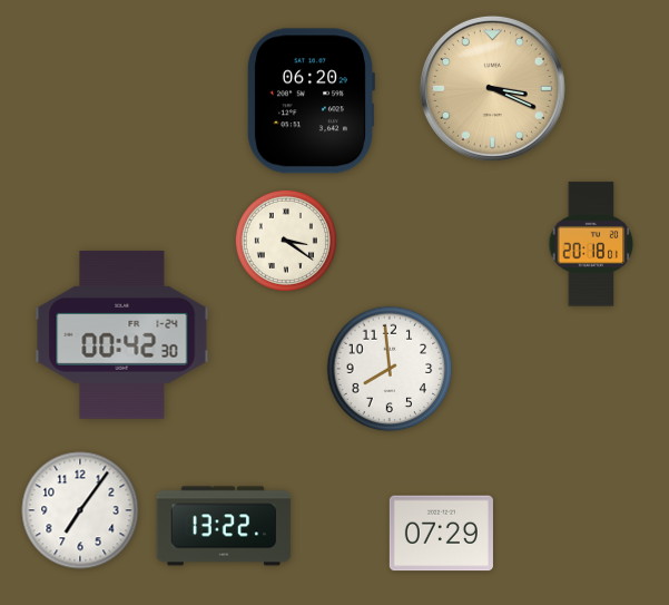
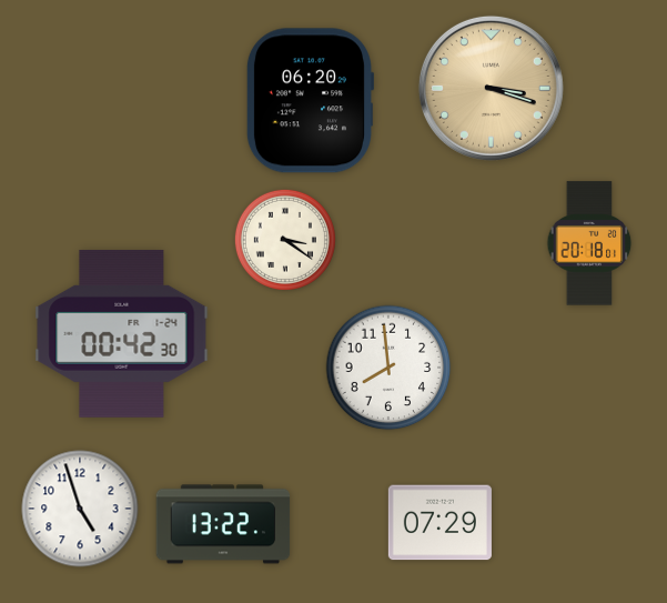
clock at (492, 88): 3:19 -> 3:18
clock at (80, 510): 7:06 -> 4:57
clock at (441, 534) position: (441, 534) -> (439, 523)
